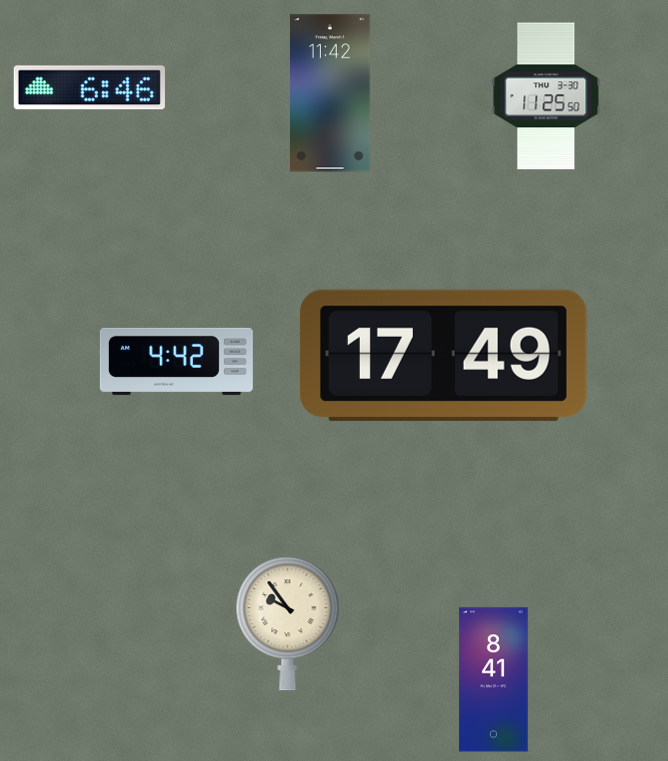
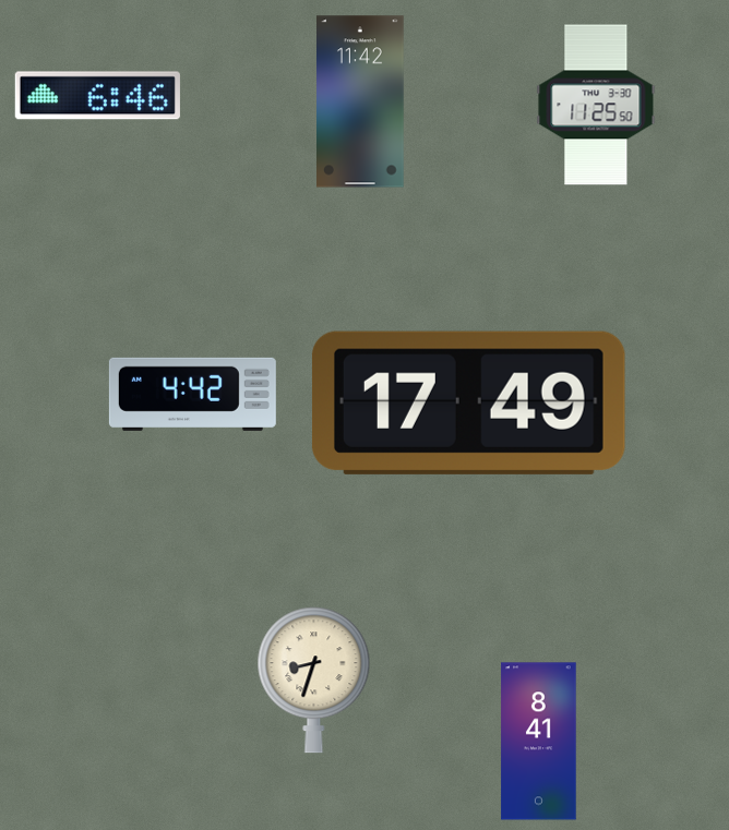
clock at (443, 355) position: (443, 355) -> (468, 402)
clock at (288, 624): 9:54 -> 8:33
